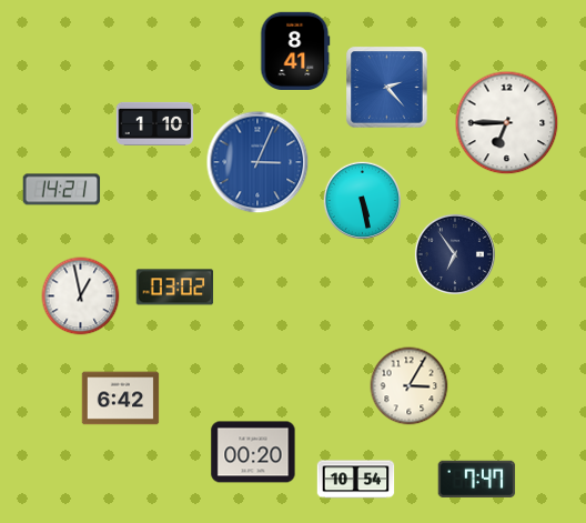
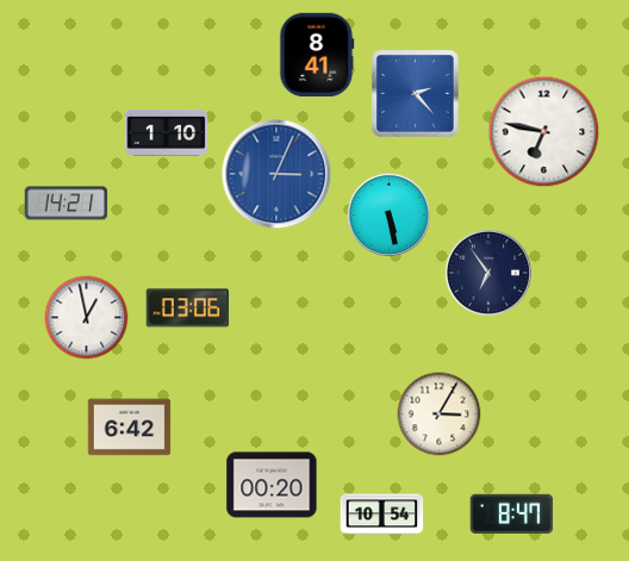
clock at (507, 123): 6:45 -> 6:47
clock at (175, 288): 03:02 -> 03:06
clock at (477, 479): 7:47 -> 8:47
